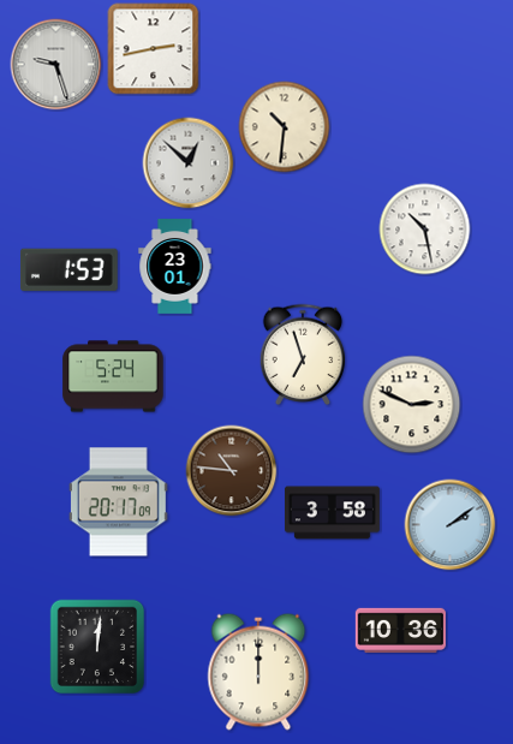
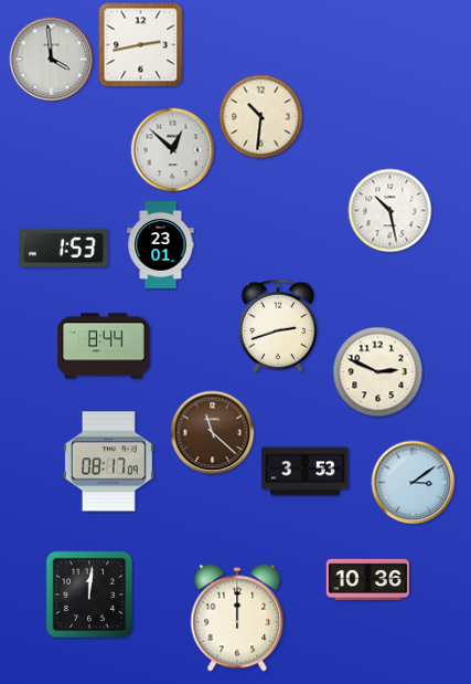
clock at (56, 65): 9:27 -> 3:59
clock at (303, 353): 6:57 -> 2:42
clock at (113, 376): 5:24 -> 8:44
clock at (232, 471): 10:46 -> 11:22
clock at (118, 502): 20:17 -> 08:17
clock at (333, 513): 3:58 -> 3:53
clock at (451, 525): 2:09 -> 3:09
